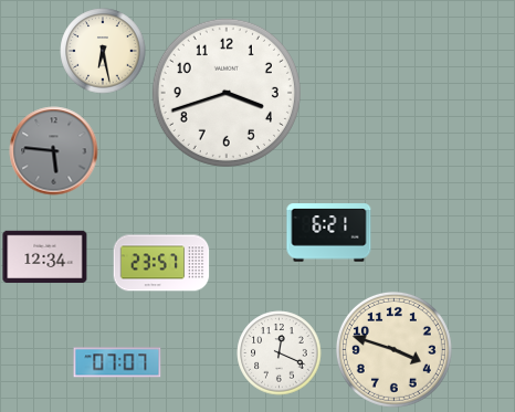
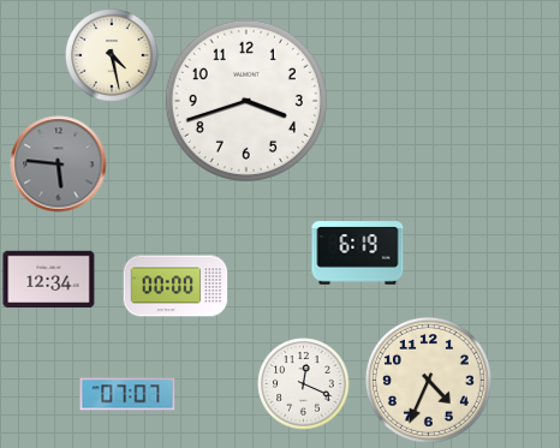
clock at (103, 51): 6:28 -> 4:28
clock at (329, 233): 6:21 -> 6:19
clock at (161, 263): 23:57 -> 00:00
clock at (393, 349): 3:48 -> 4:34
